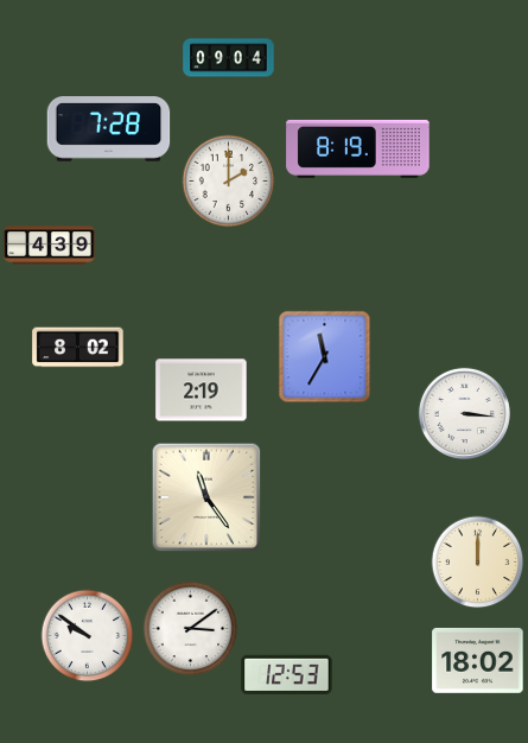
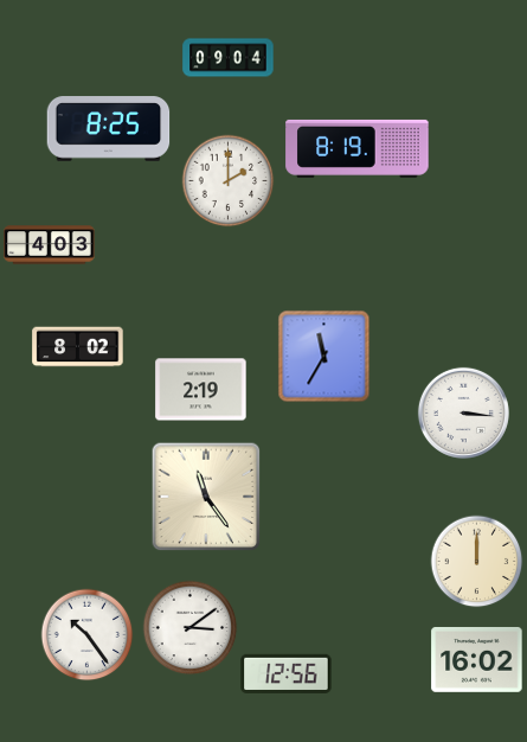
clock at (109, 129): 7:28 -> 8:25
clock at (50, 246): 4:39 -> 4:03
clock at (87, 635): 9:51 -> 10:24
clock at (478, 660): 18:02 -> 16:02
clock at (287, 674): 12:53 -> 12:56
